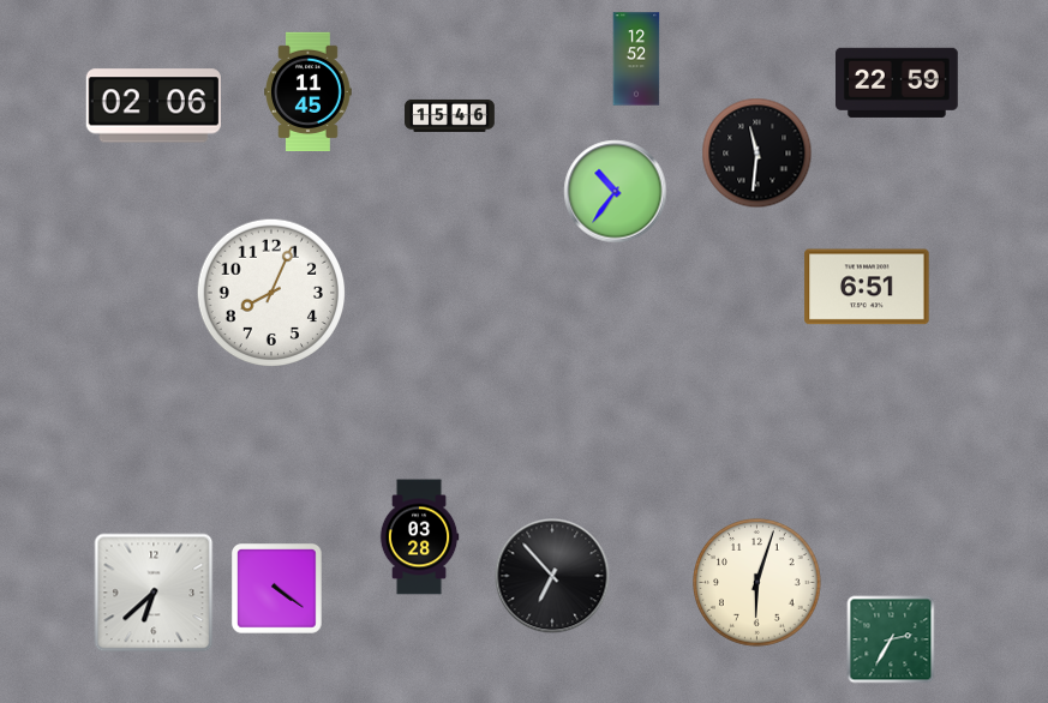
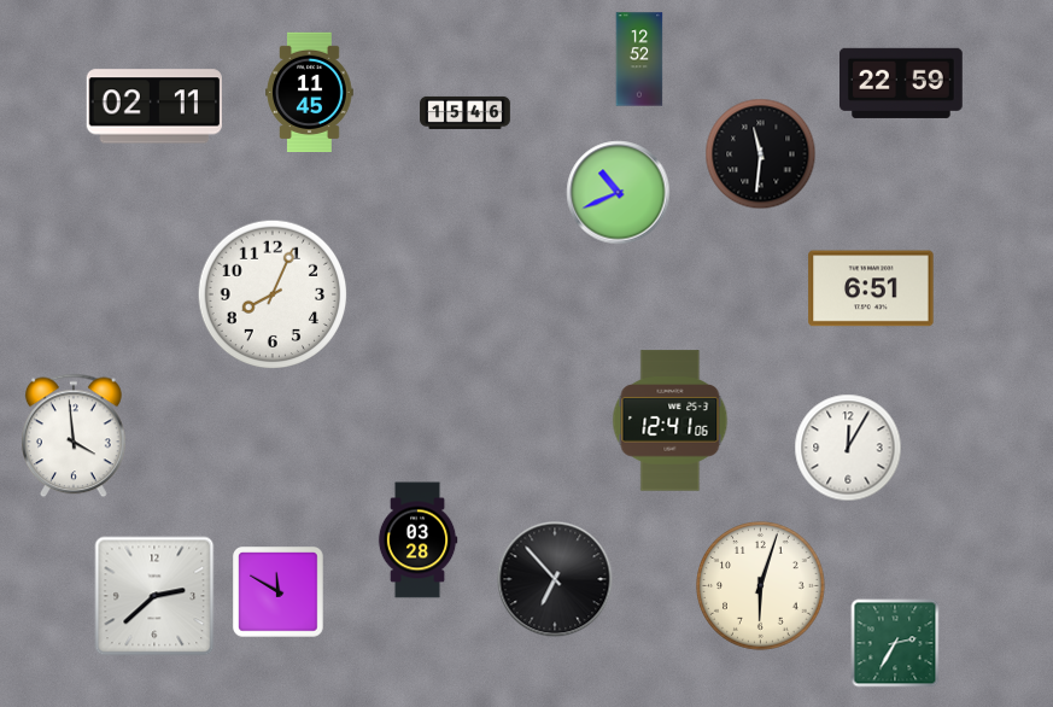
clock at (154, 106): 02:06 -> 02:11
clock at (450, 115) position: (450, 115) -> (466, 112)
clock at (616, 192): 10:36 -> 10:41
clock at (671, 421): none -> 12:41
clock at (75, 436): none -> 3:59
clock at (848, 448): none -> 12:05
clock at (419, 537) position: (419, 537) -> (417, 541)
clock at (277, 589): 4:21 -> 11:50
clock at (154, 593): 6:38 -> 2:38
